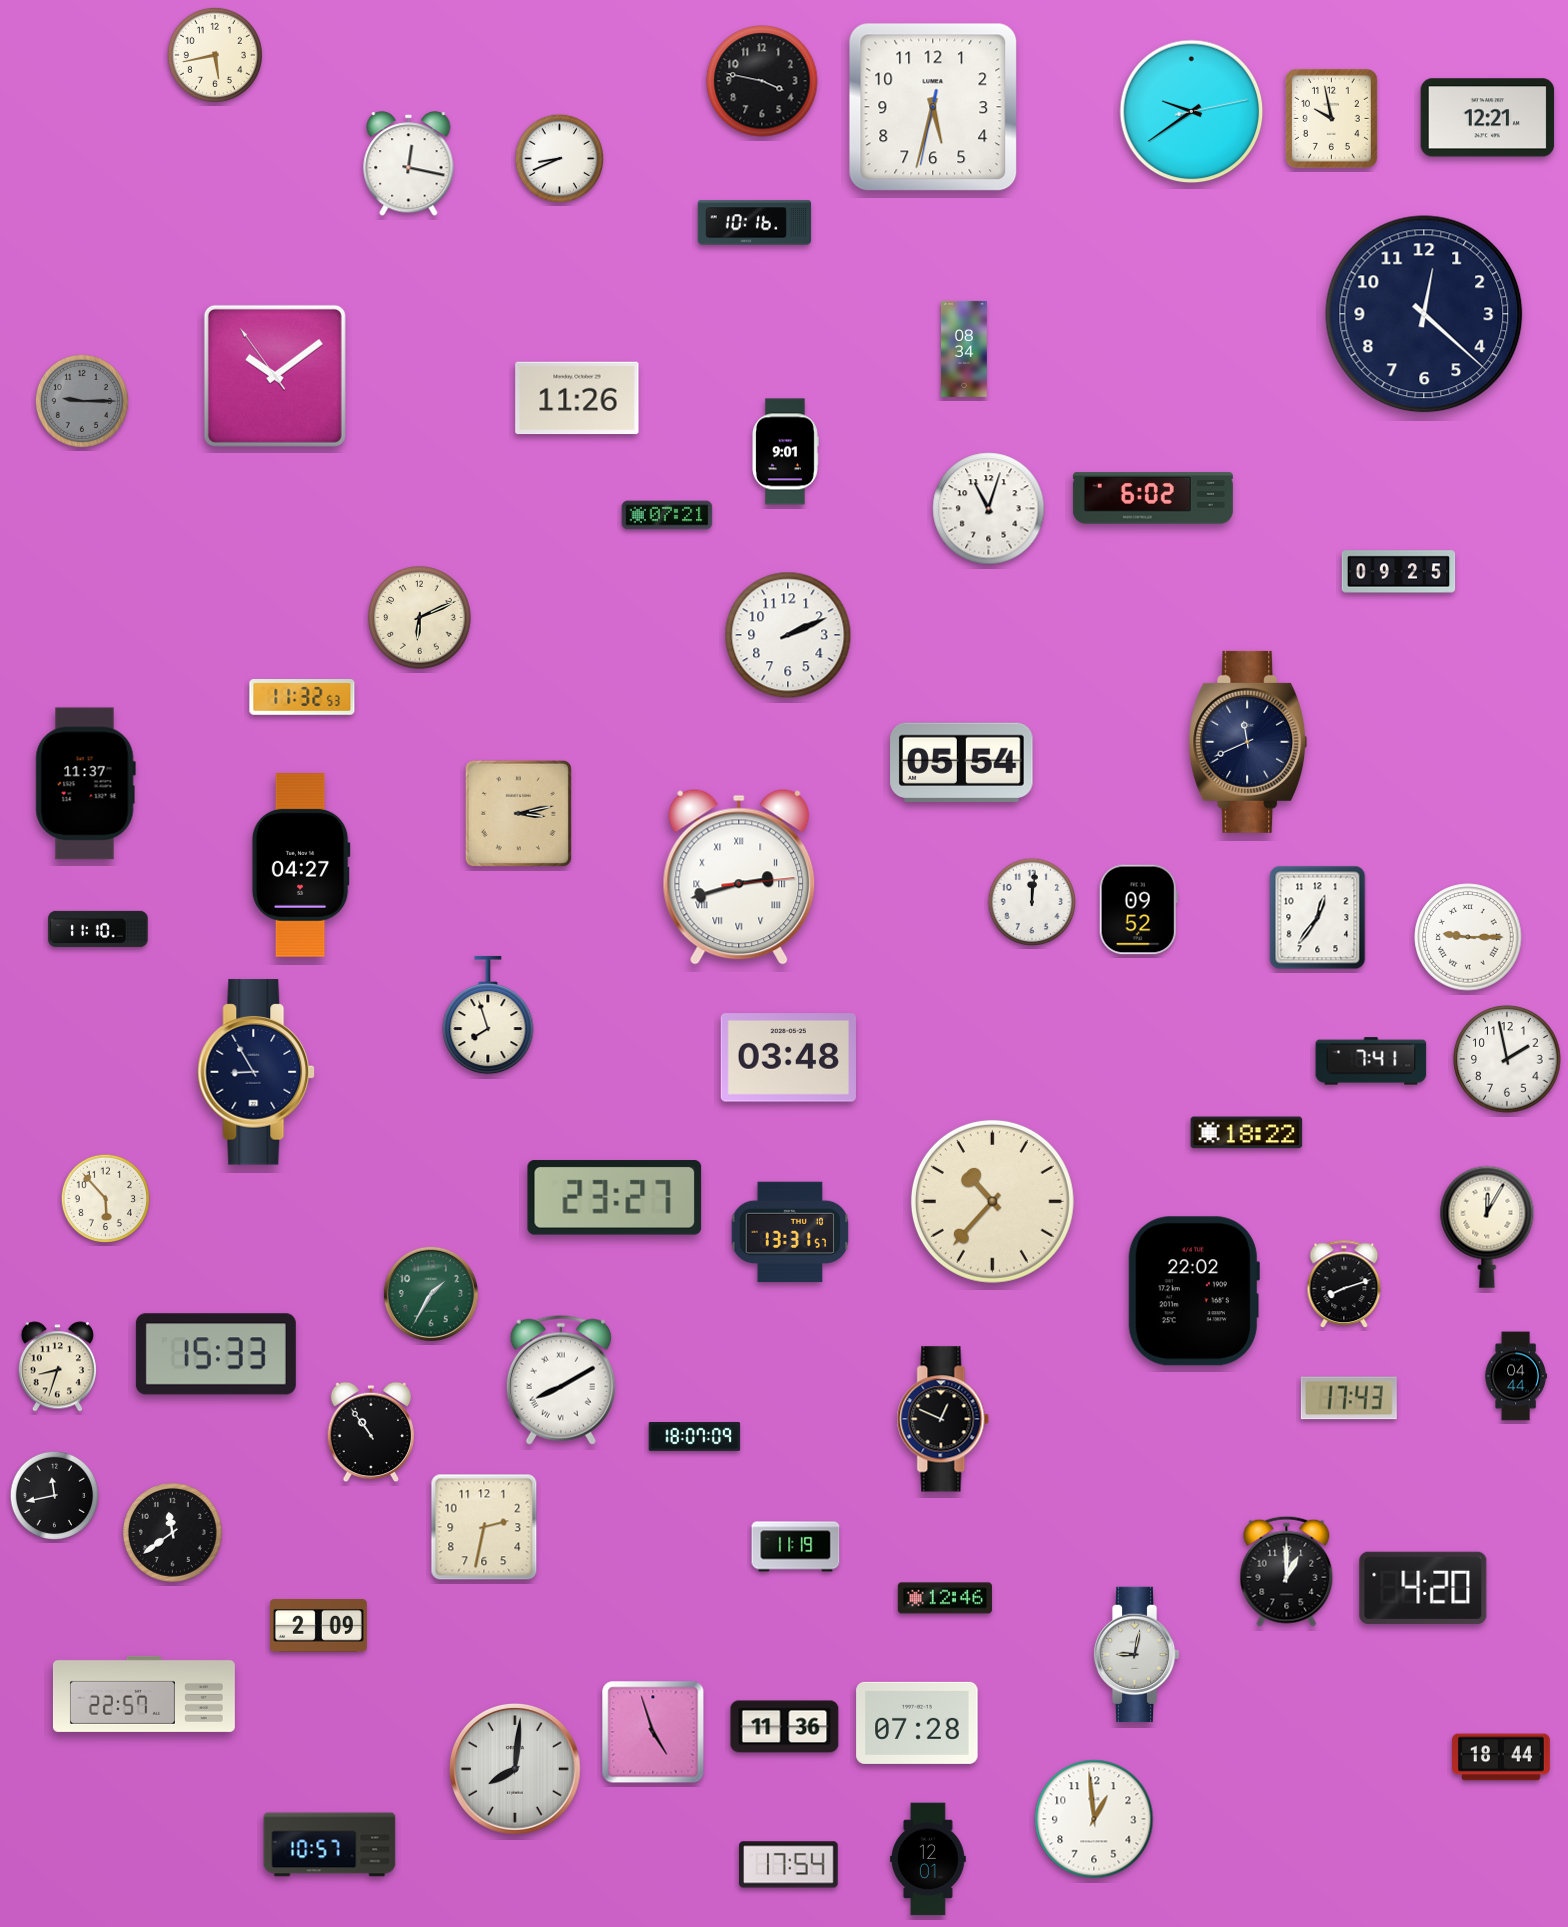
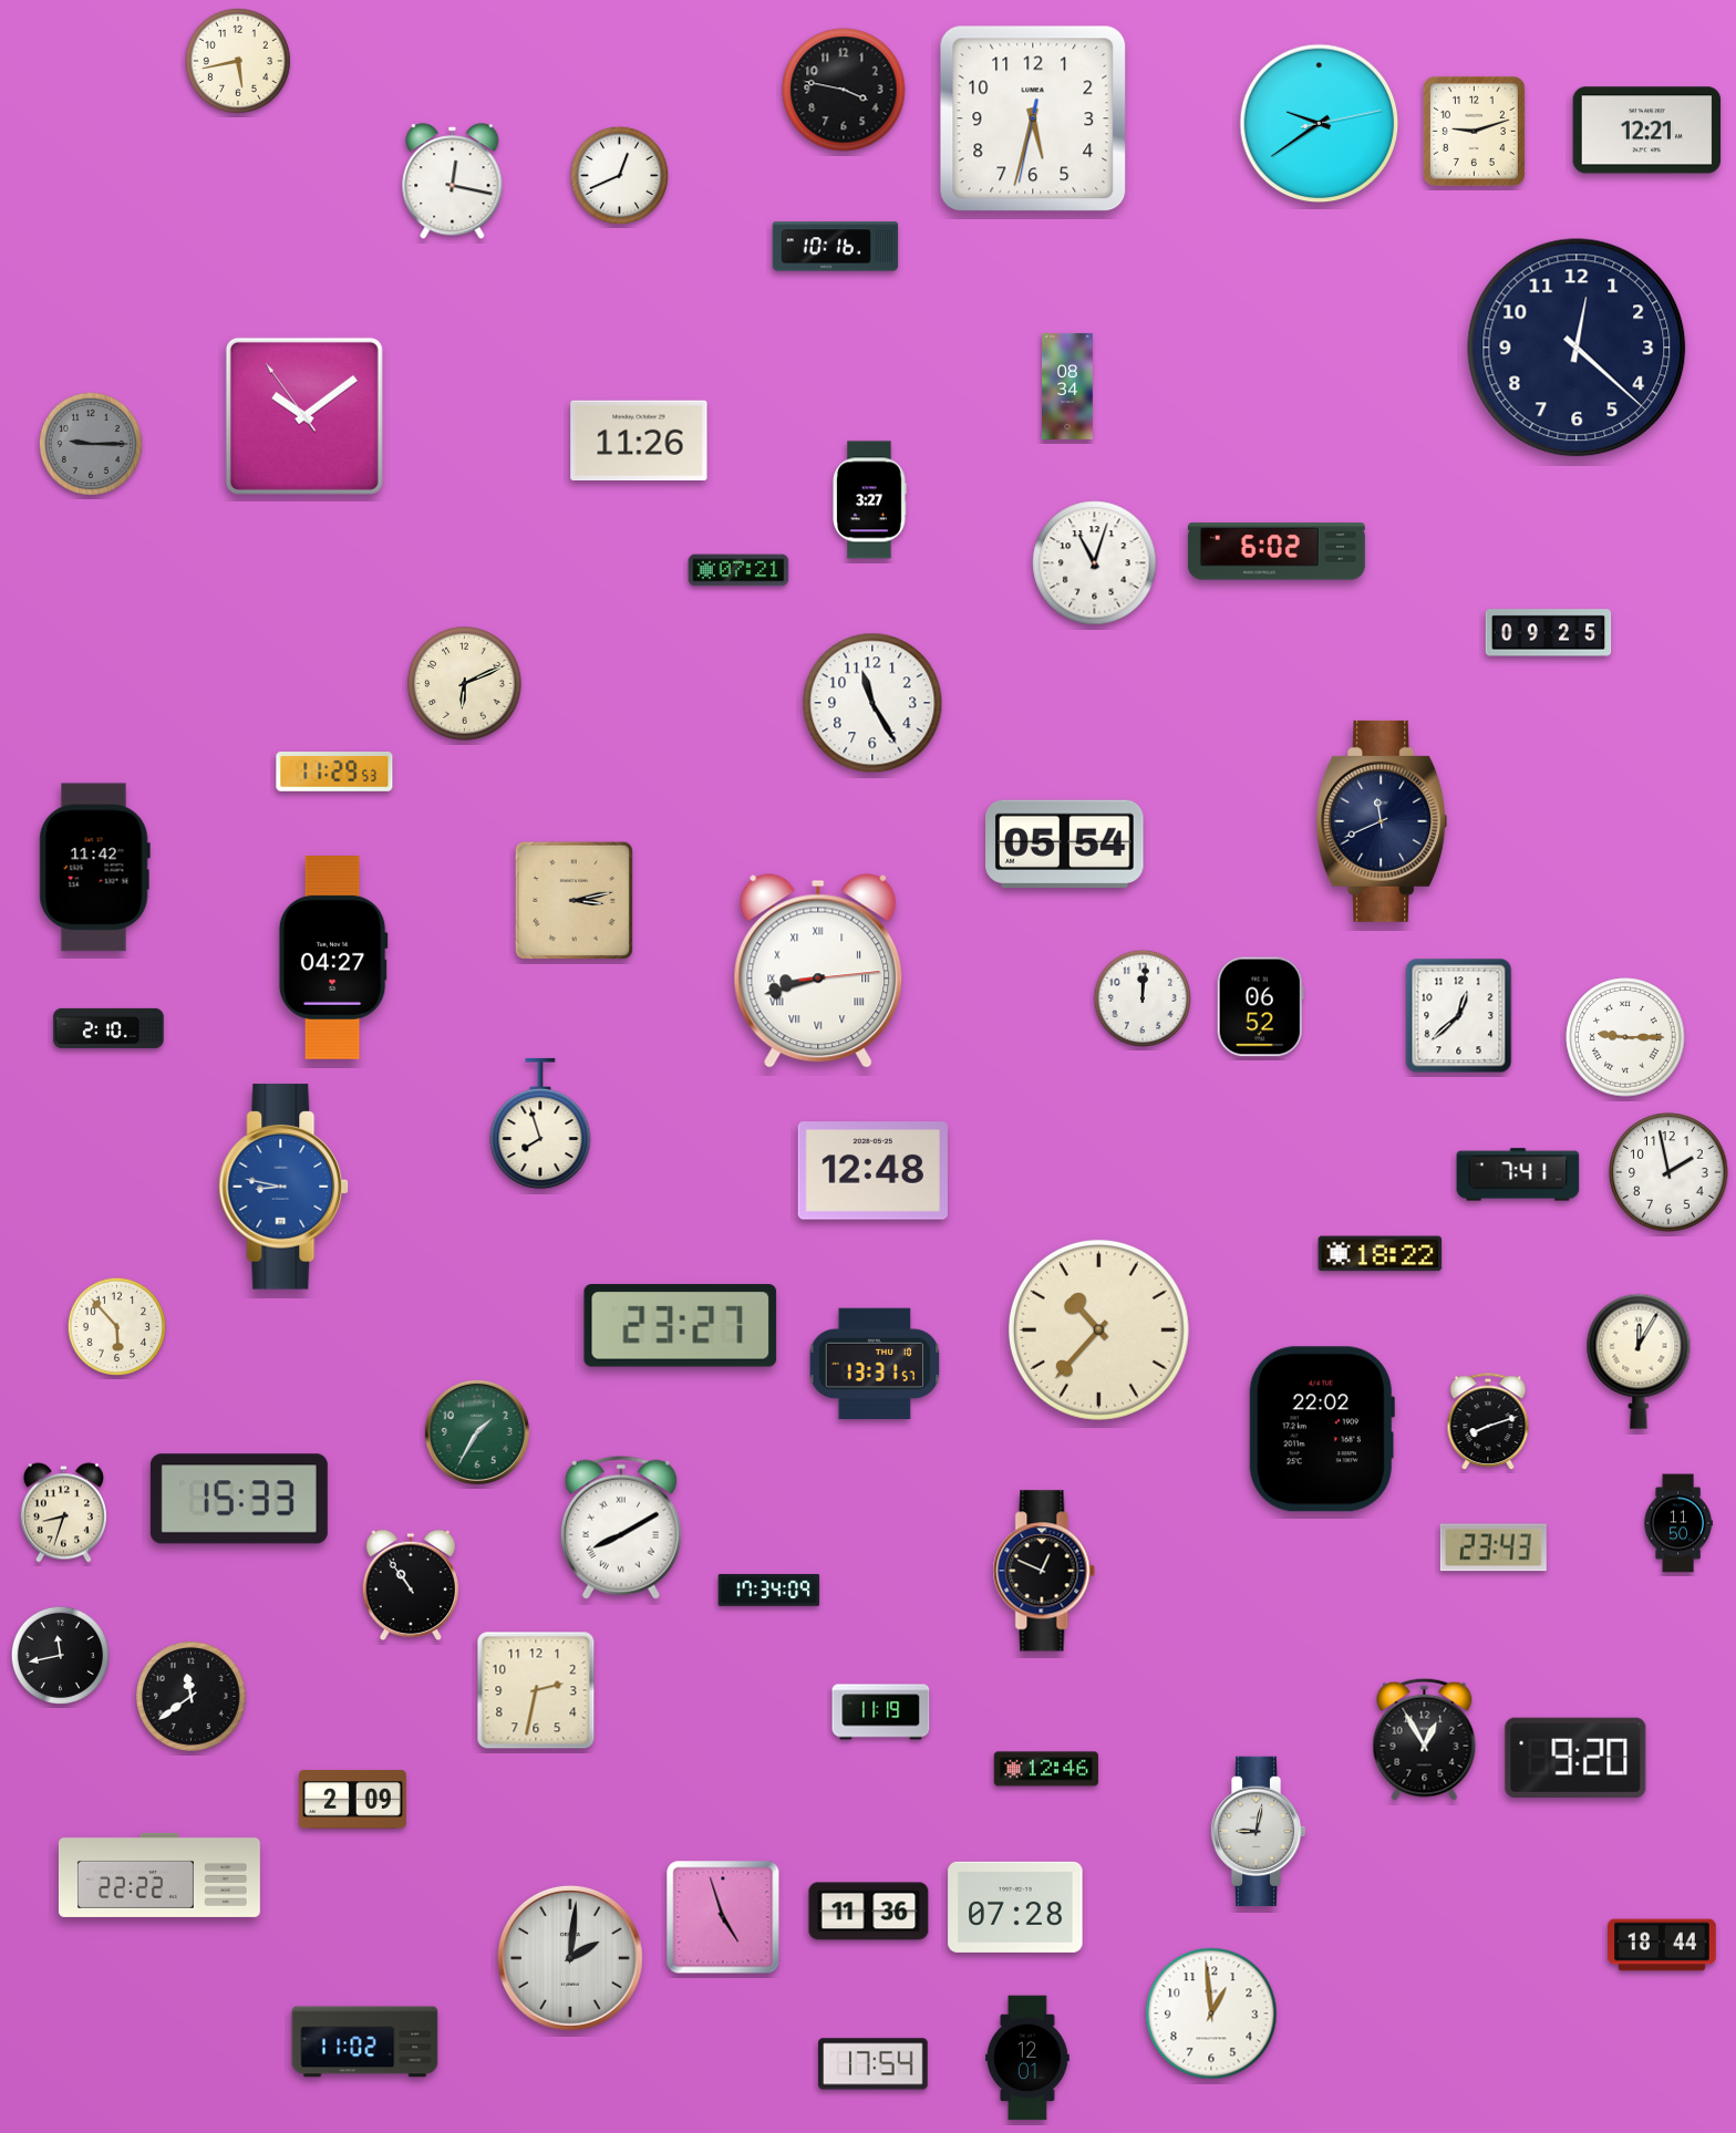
clock at (1331, 118): 9:58 -> 9:12
clock at (559, 158): 8:41 -> 12:41
clock at (785, 452): 9:01 -> 3:27
clock at (788, 635): 2:11 -> 11:25
clock at (302, 698): 11:32 -> 11:29
clock at (85, 784): 11:37 -> 11:42
clock at (739, 877): 2:42 -> 8:42
clock at (1138, 910): 09:52 -> 06:52
clock at (1318, 918): 12:36 -> 12:38
clock at (98, 929): 11:10 -> 2:10
clock at (788, 1058): 03:48 -> 12:48
clock at (257, 1072): 8:55 -> 8:47
clock at (257, 1072) dial: navy -> blue
clock at (1487, 1227) position: (1487, 1227) -> (1639, 1361)
clock at (1516, 1376): 04:44 -> 11:50
clock at (1349, 1398): 17:43 -> 23:43
clock at (695, 1437): 18:07 -> 17:34
clock at (1287, 1571): 1:00 -> 12:55
clock at (1423, 1588): 4:20 -> 9:20
clock at (144, 1694): 22:57 -> 22:22
clock at (515, 1769): 8:01 -> 2:01
clock at (330, 1845): 10:57 -> 11:02
